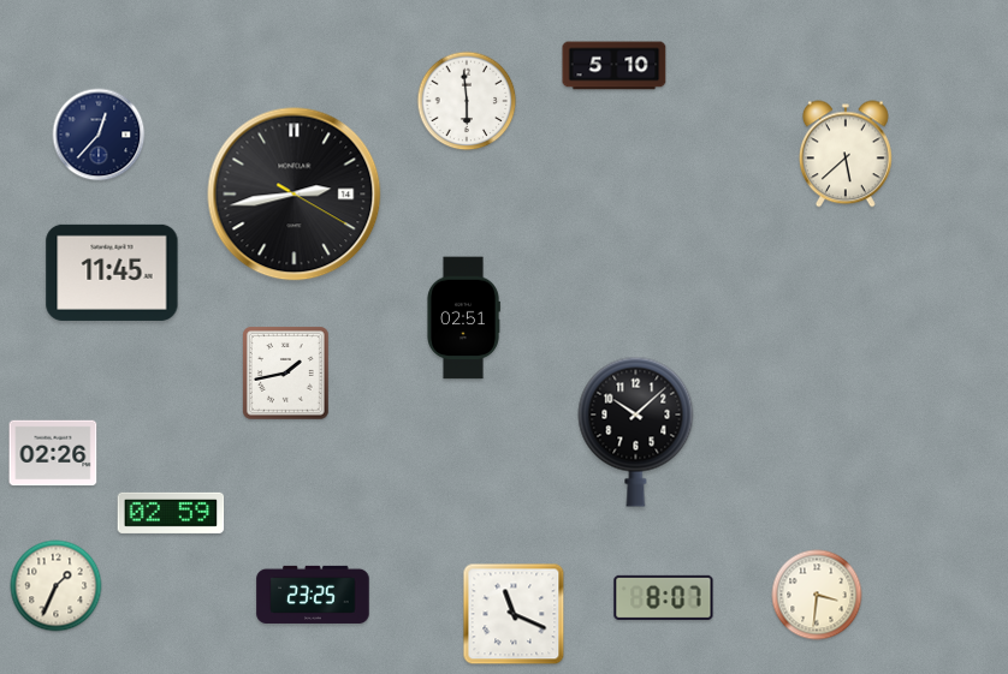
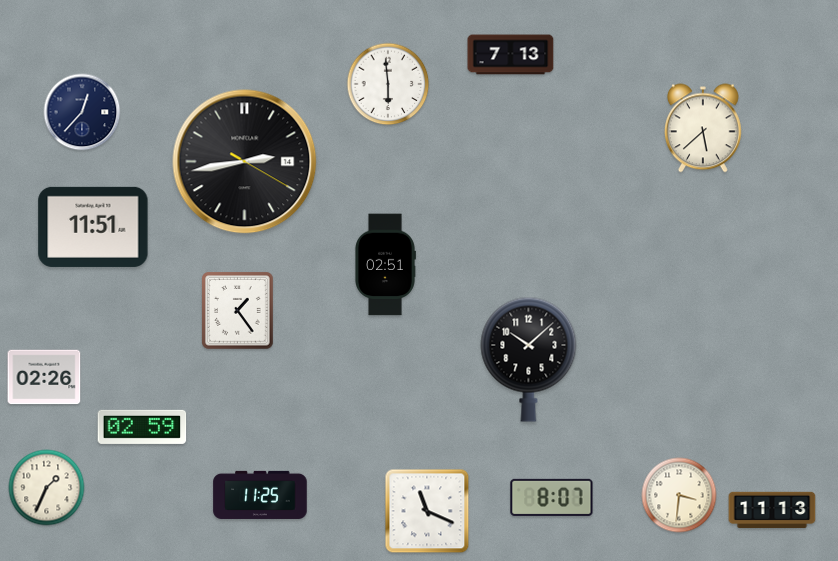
clock at (615, 66): 5:10 -> 7:13
clock at (112, 273): 11:45 -> 11:51
clock at (286, 374): 1:43 -> 1:24
clock at (313, 595): 23:25 -> 11:25
clock at (772, 510): none -> 11:13
